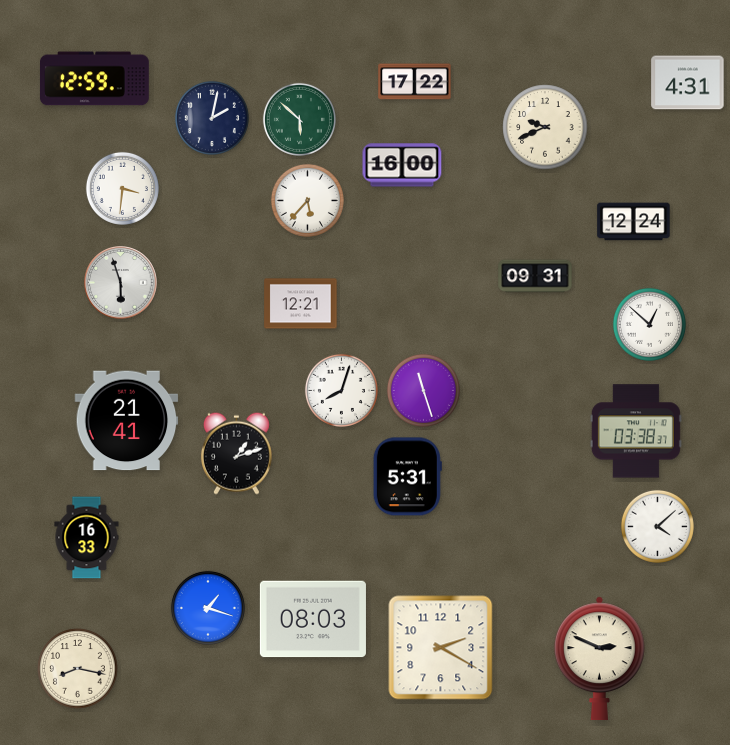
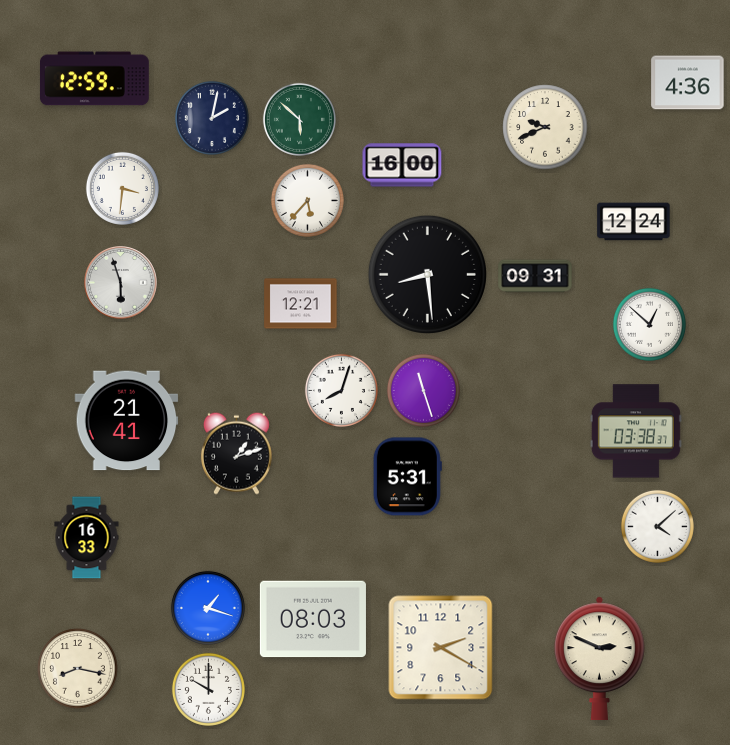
clock at (415, 82): 17:22 -> none
clock at (688, 83): 4:31 -> 4:36
clock at (427, 274): none -> 8:29
clock at (208, 689): none -> 10:00
